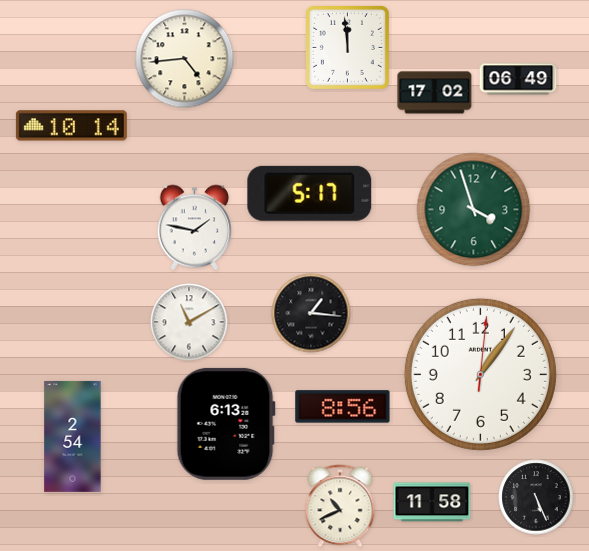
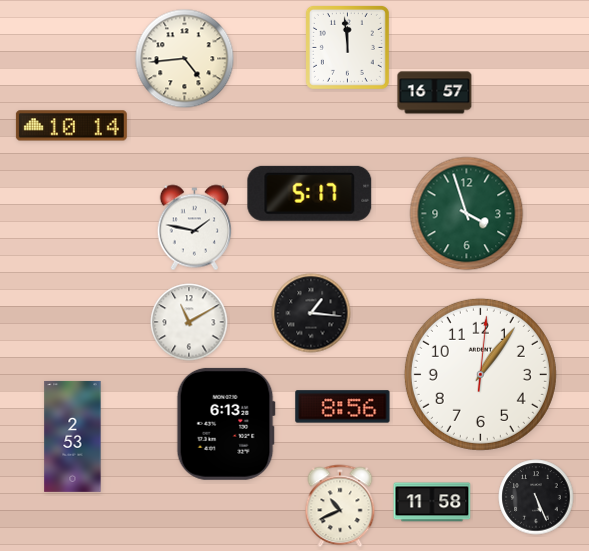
clock at (518, 79): 06:49 -> none
clock at (435, 93): 17:02 -> 16:57
clock at (474, 210) position: (474, 210) -> (467, 214)
clock at (73, 436): 2:54 -> 2:53
